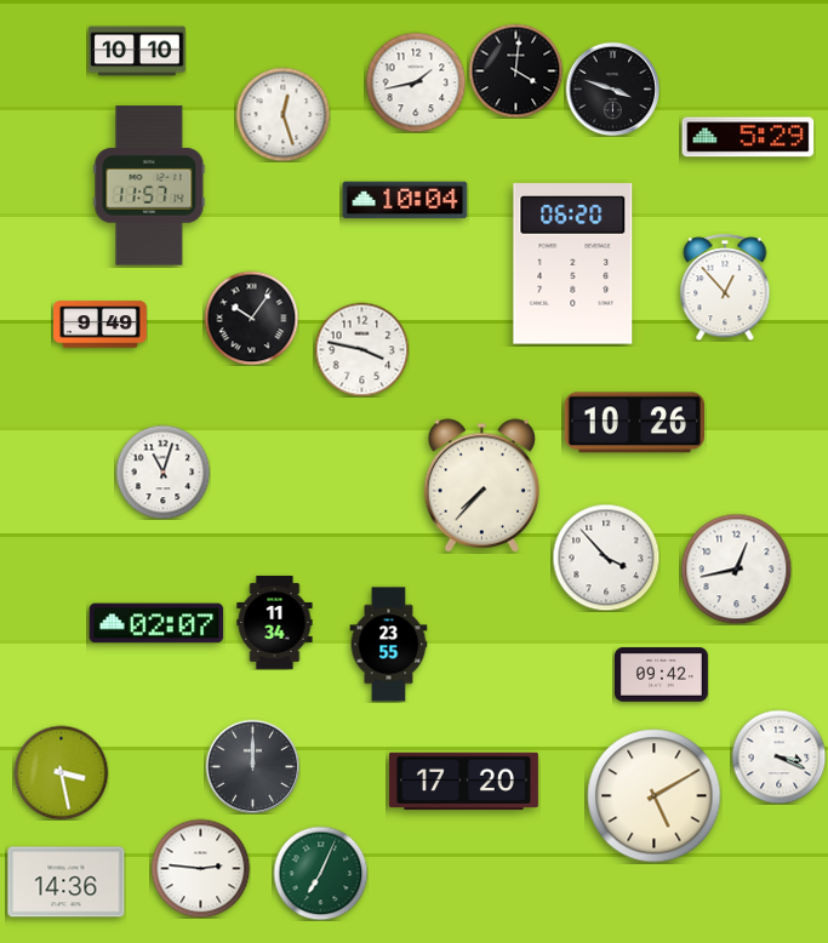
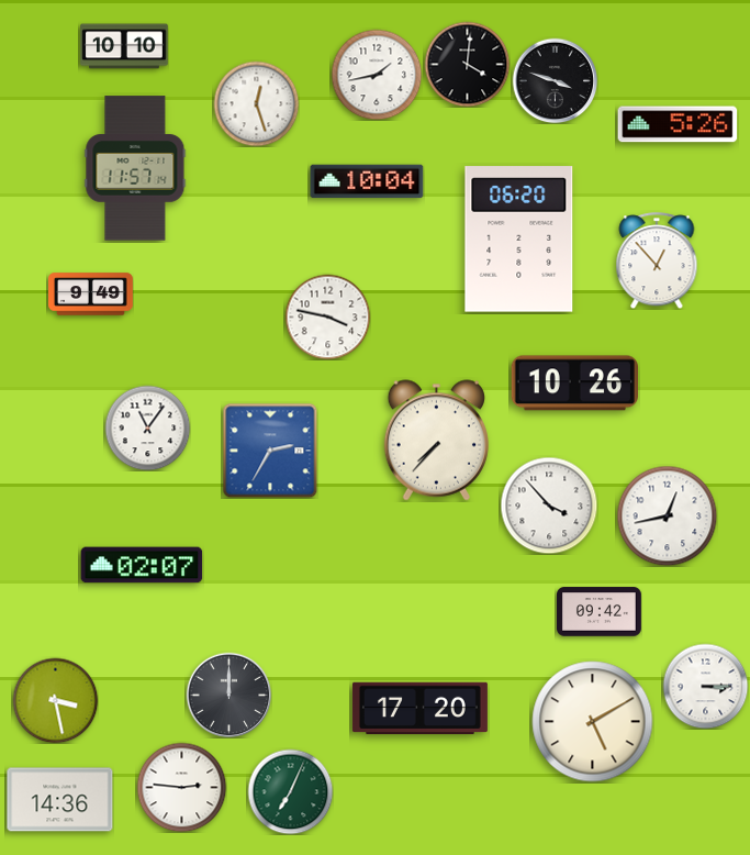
clock at (748, 137): 5:29 -> 5:26
clock at (251, 318): 10:06 -> none
clock at (162, 471): 11:03 -> 11:06
clock at (270, 451): none -> 2:35
clock at (275, 623): 11:34 -> none
clock at (389, 645): 23:55 -> none
clock at (778, 756): 3:19 -> 3:15
